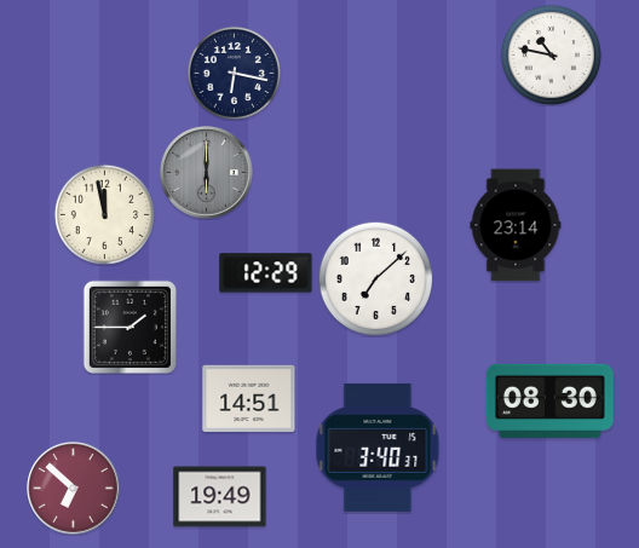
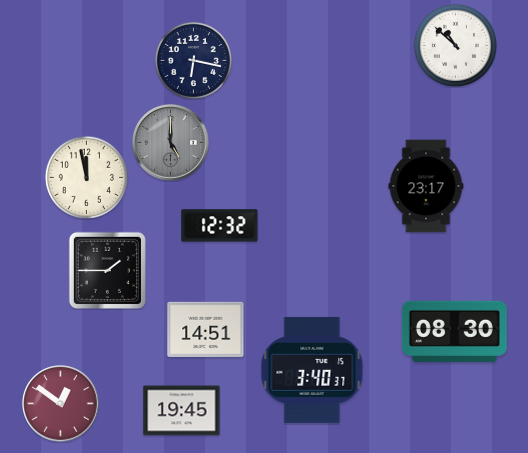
clock at (551, 54): 10:47 -> 10:52
clock at (207, 173): 6:00 -> 5:00
clock at (516, 225): 23:14 -> 23:17
clock at (266, 273): 12:29 -> 12:32
clock at (375, 278): 7:08 -> none
clock at (74, 489): 6:52 -> 12:51
clock at (220, 497): 19:49 -> 19:45
